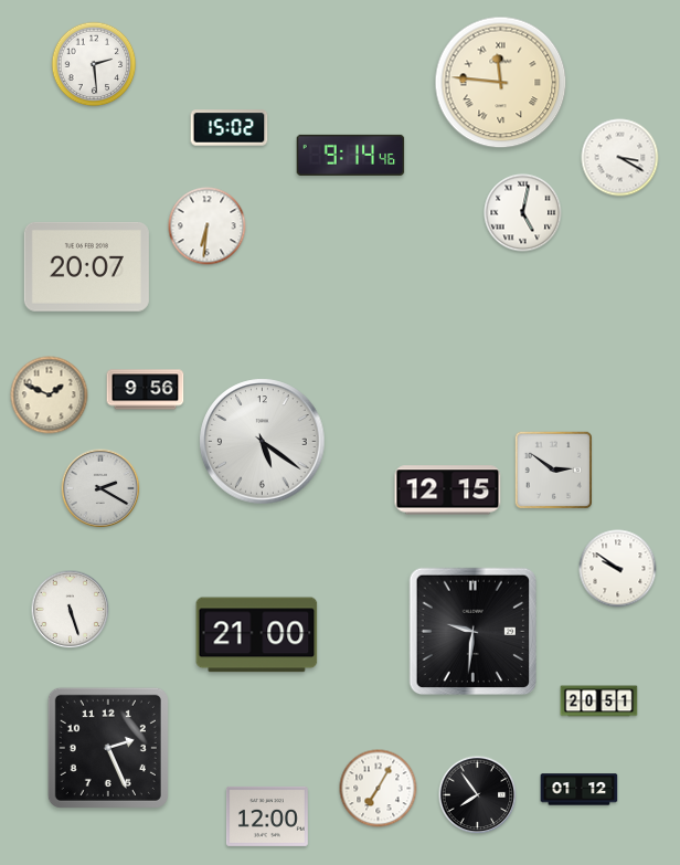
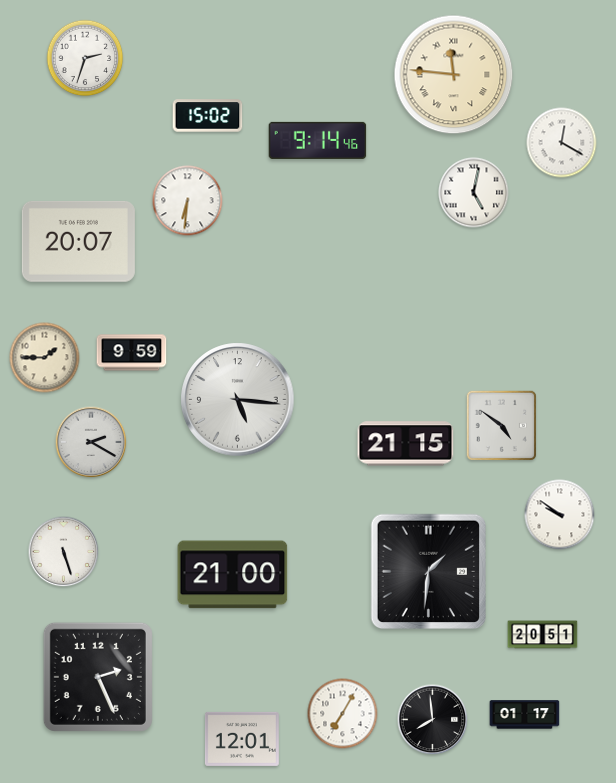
clock at (94, 64): 2:29 -> 2:33
clock at (620, 158): 3:20 -> 12:20
clock at (208, 226) position: (208, 226) -> (188, 201)
clock at (146, 390): 9:56 -> 9:59
clock at (50, 395): 1:49 -> 1:45
clock at (263, 442): 5:21 -> 5:16
clock at (553, 470): 2:51 -> 4:51
clock at (448, 490): 12:15 -> 21:15
clock at (474, 632): 9:31 -> 1:31
clock at (580, 790): 01:12 -> 01:17
clock at (478, 795): 7:54 -> 7:59
clock at (267, 816): 12:00 -> 12:01
